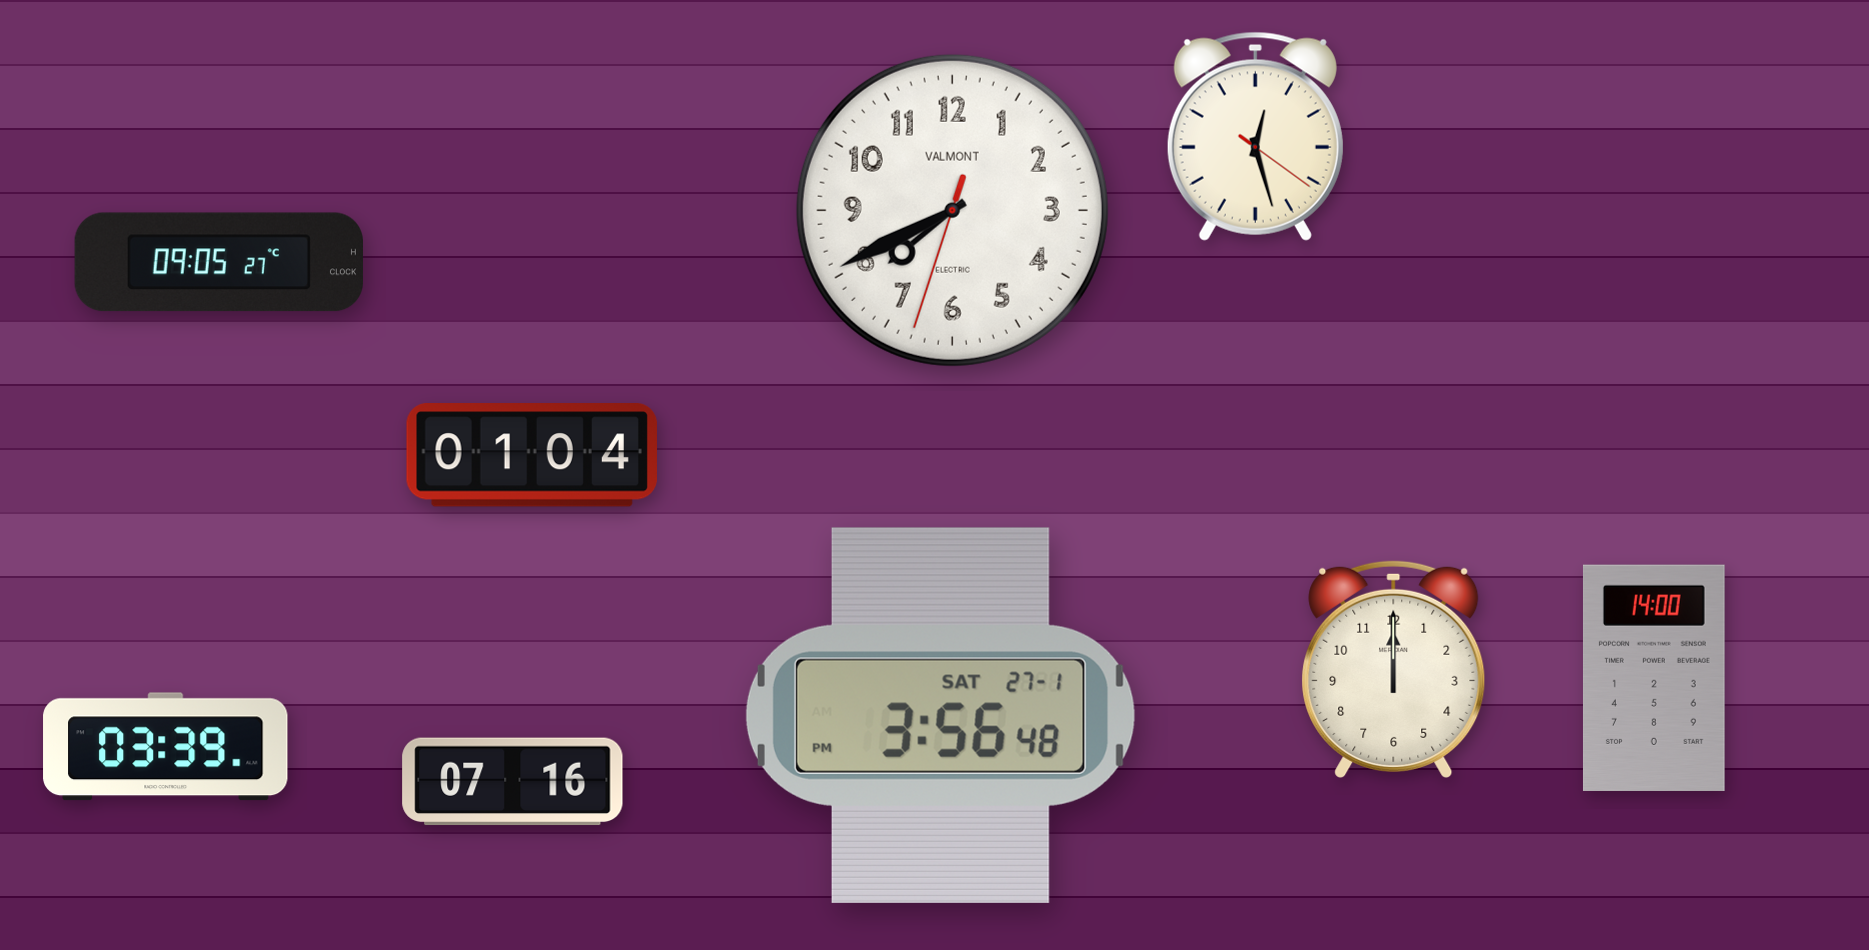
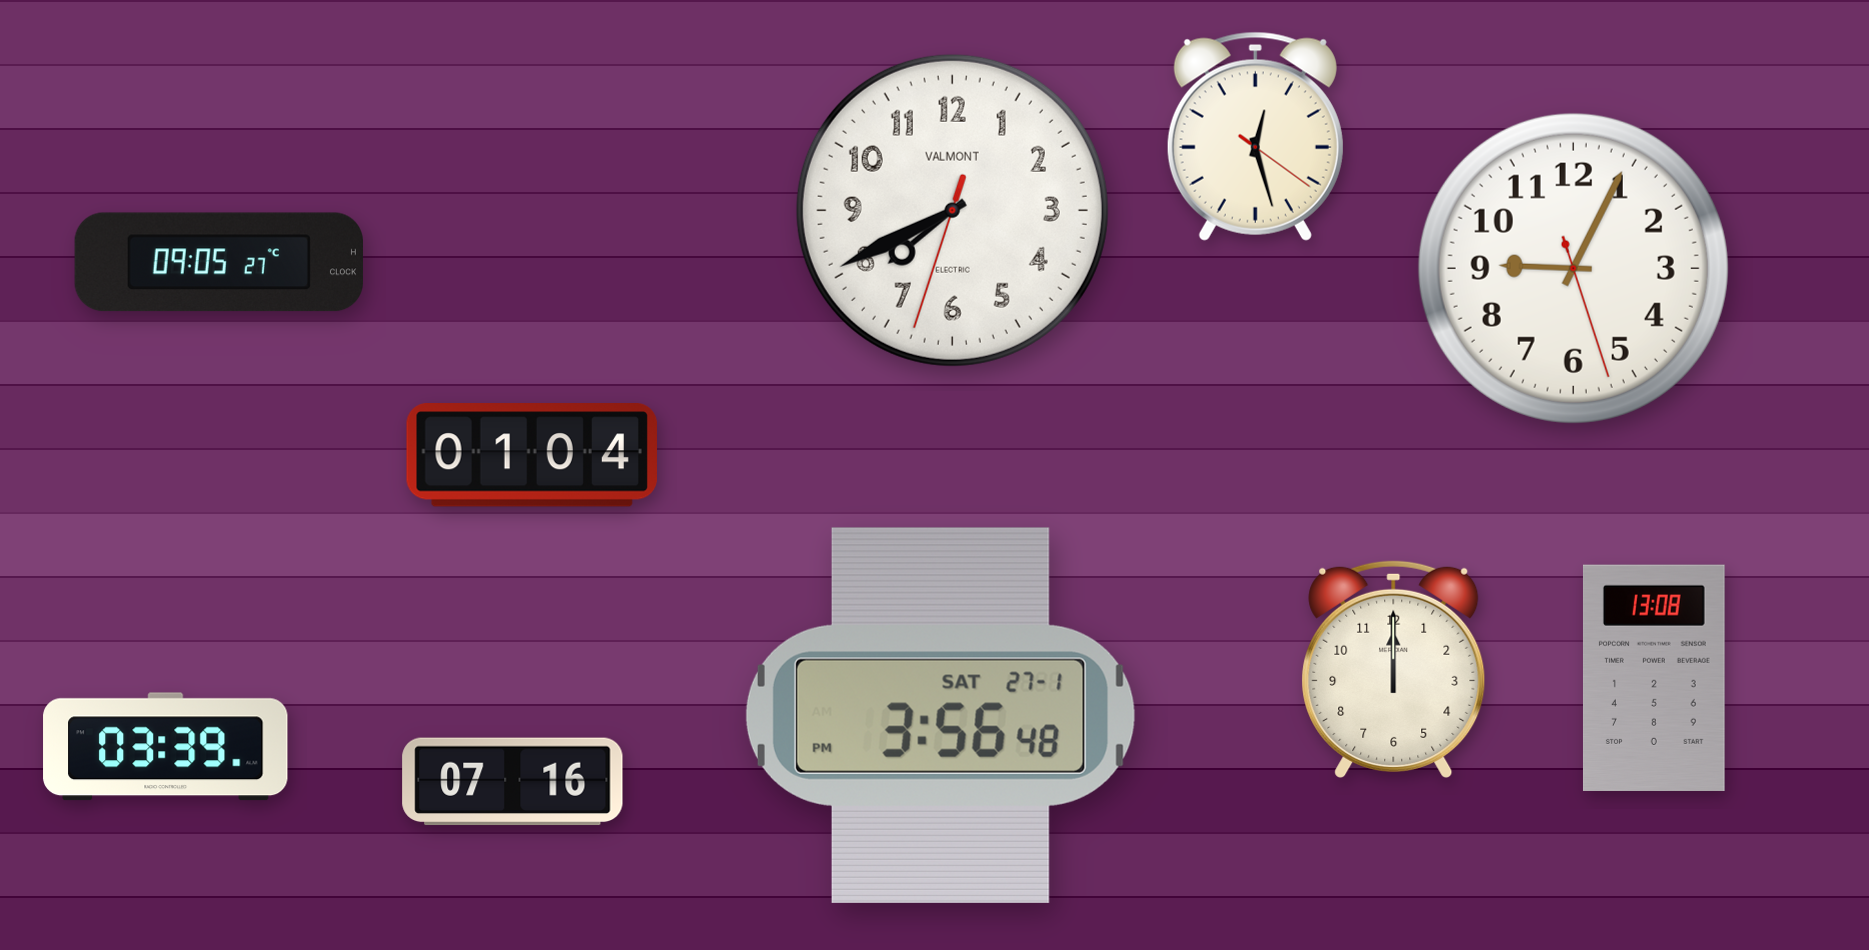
clock at (1573, 268): none -> 9:04
clock at (1654, 678): 14:00 -> 13:08
